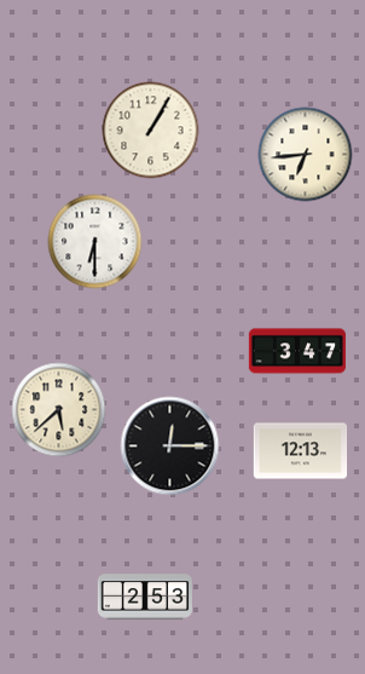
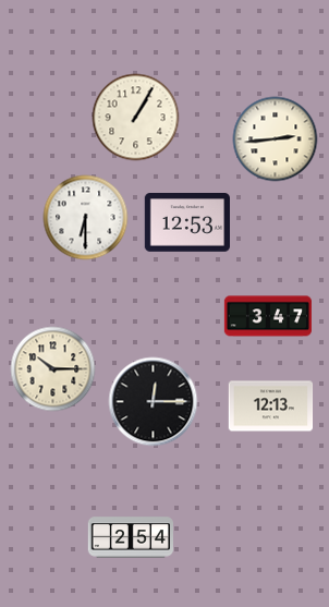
clock at (305, 154): 6:44 -> 2:44
clock at (186, 223): none -> 12:53
clock at (58, 409): 5:38 -> 10:15
clock at (144, 597): 2:53 -> 2:54
